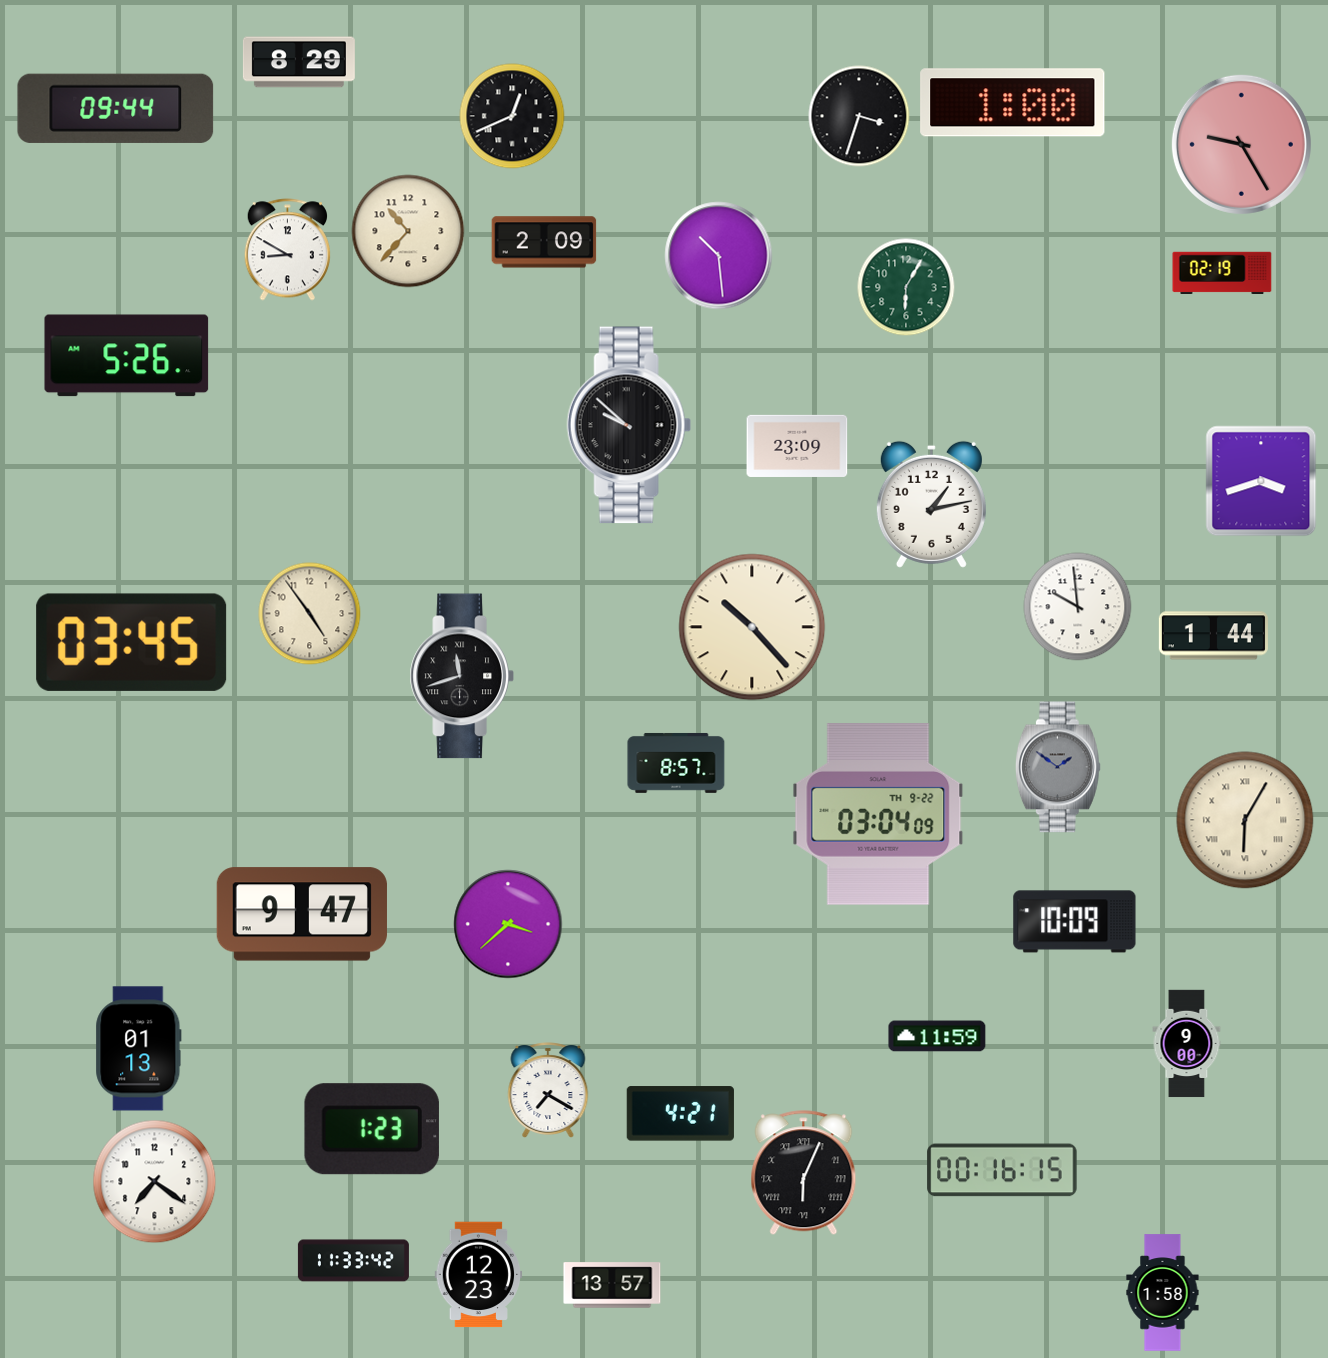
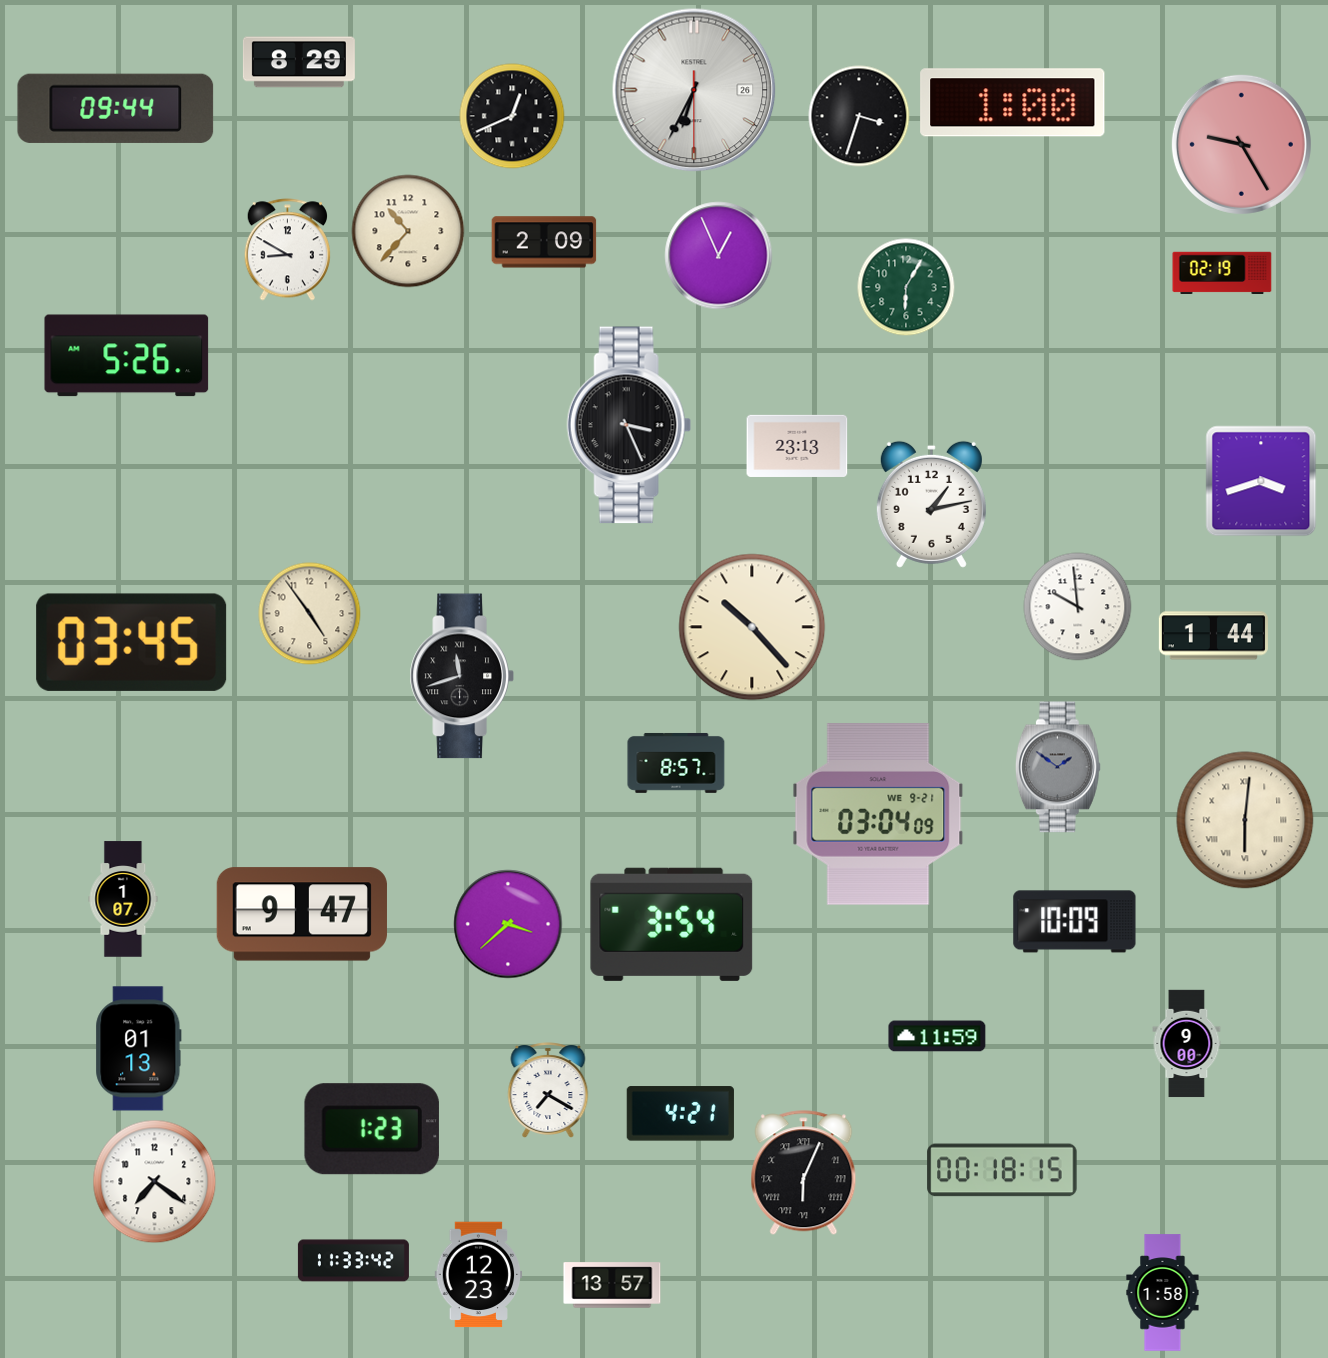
clock at (694, 90): none -> 6:34
clock at (719, 256): 10:29 -> 12:56
clock at (629, 425): 9:52 -> 3:26
clock at (797, 446): 23:09 -> 23:13
clock at (878, 814) date: TH 9-22 -> WE 9-21
clock at (1245, 820): 6:05 -> 6:01
clock at (123, 899): none -> 1:07
clock at (672, 924): none -> 3:54
clock at (1002, 1170): 00:16 -> 00:18
